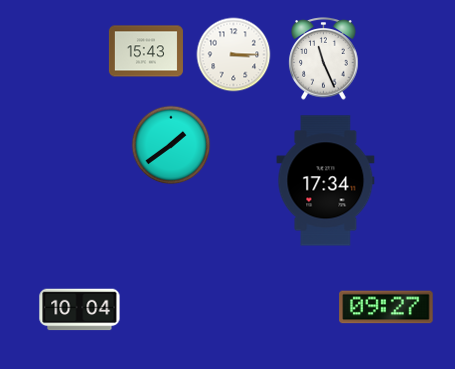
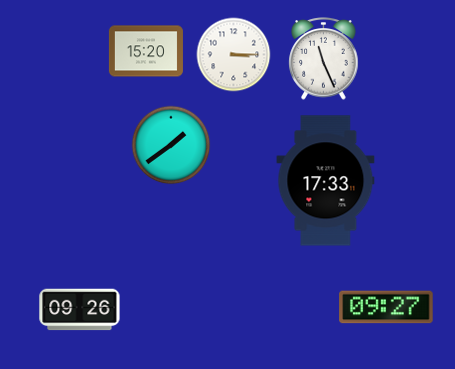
clock at (146, 51): 15:43 -> 15:20
clock at (326, 181): 17:34 -> 17:33
clock at (80, 310): 10:04 -> 09:26
